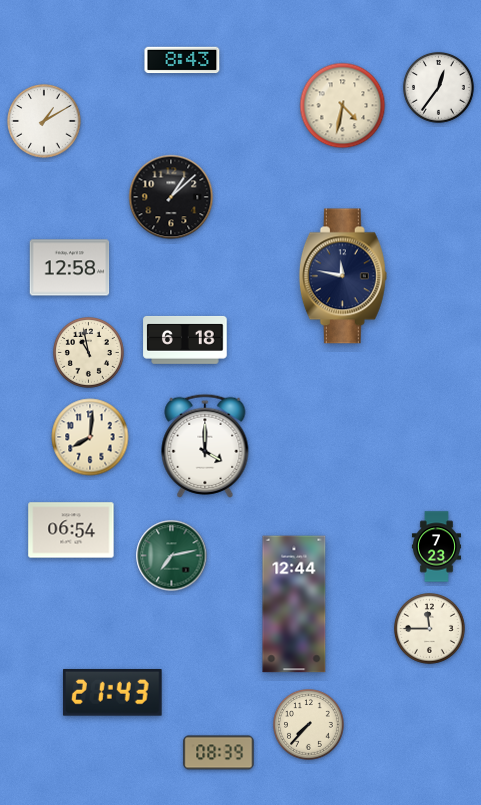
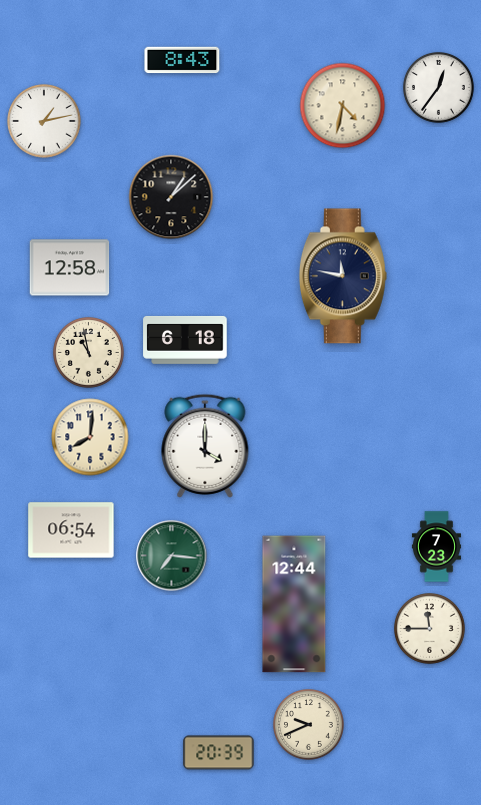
clock at (44, 121): 1:10 -> 1:13
clock at (172, 556): 7:13 -> 7:16
clock at (112, 692): 21:43 -> none
clock at (309, 725): 7:37 -> 9:41
clock at (219, 753): 08:39 -> 20:39
